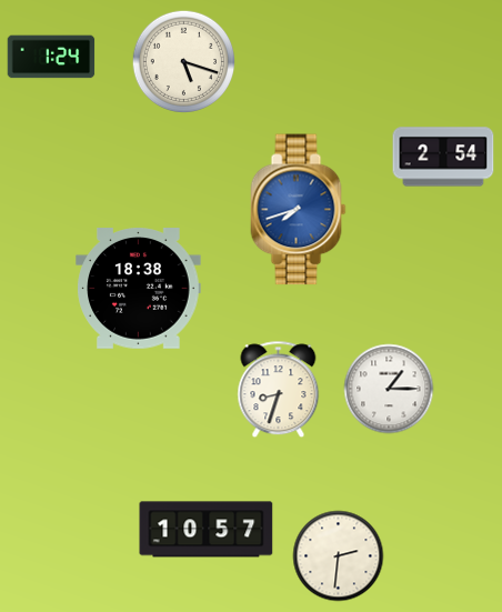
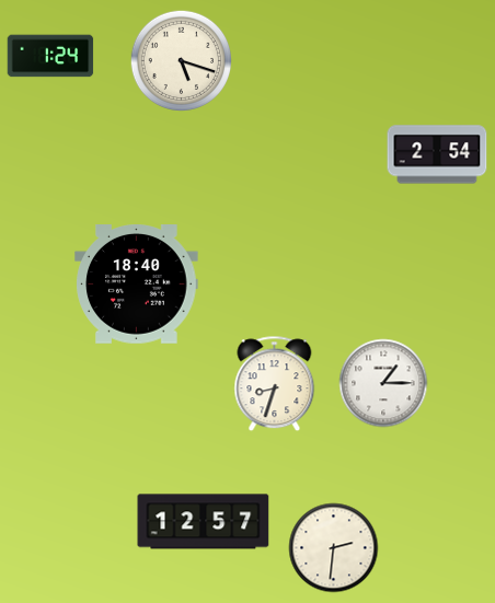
clock at (299, 210): 7:42 -> none
clock at (139, 289): 18:38 -> 18:40
clock at (207, 530): 10:57 -> 12:57
